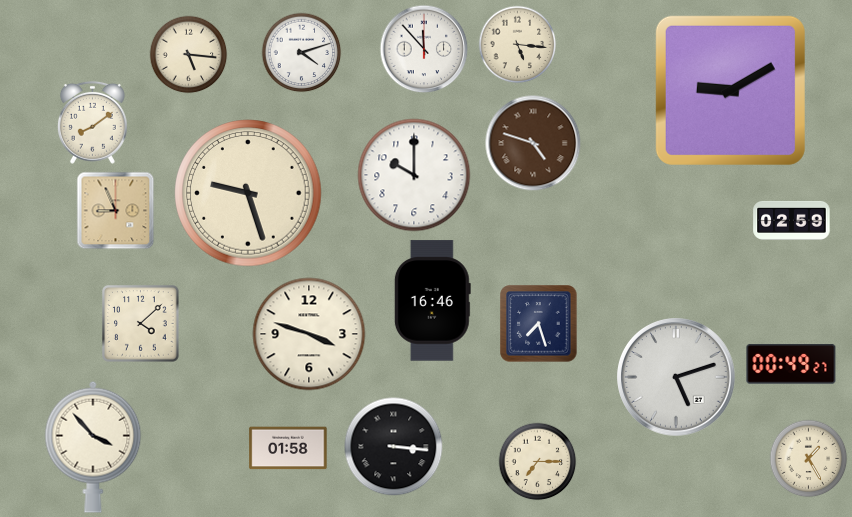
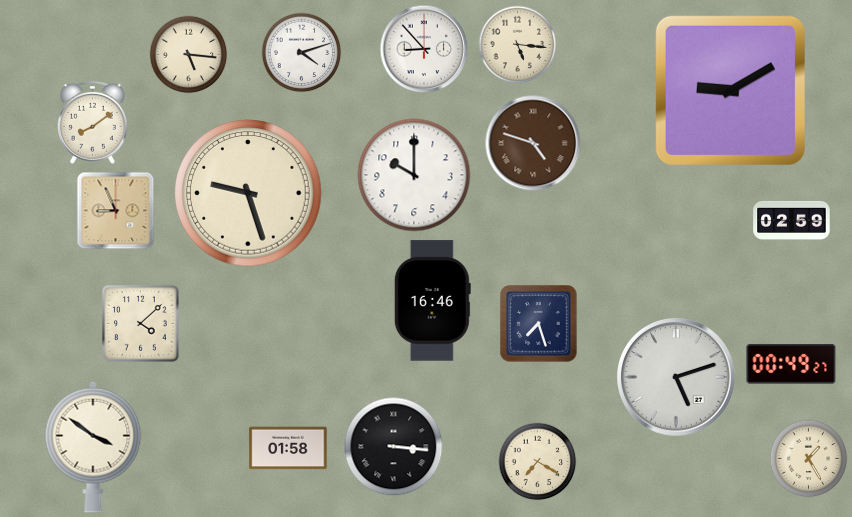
clock at (424, 49): 11:53 -> 8:53
clock at (309, 334): 3:48 -> none
clock at (93, 447): 3:53 -> 3:51
clock at (537, 461): 7:15 -> 7:20
